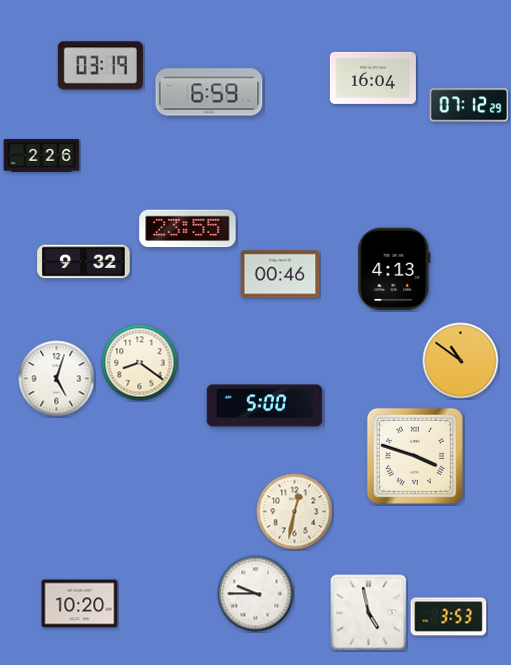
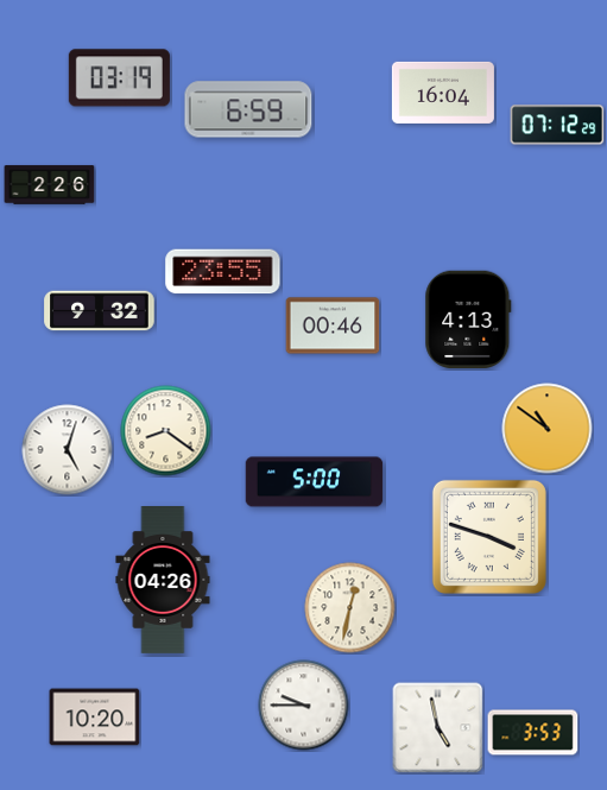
clock at (415, 456) position: (415, 456) -> (489, 537)
clock at (163, 581): none -> 04:26
